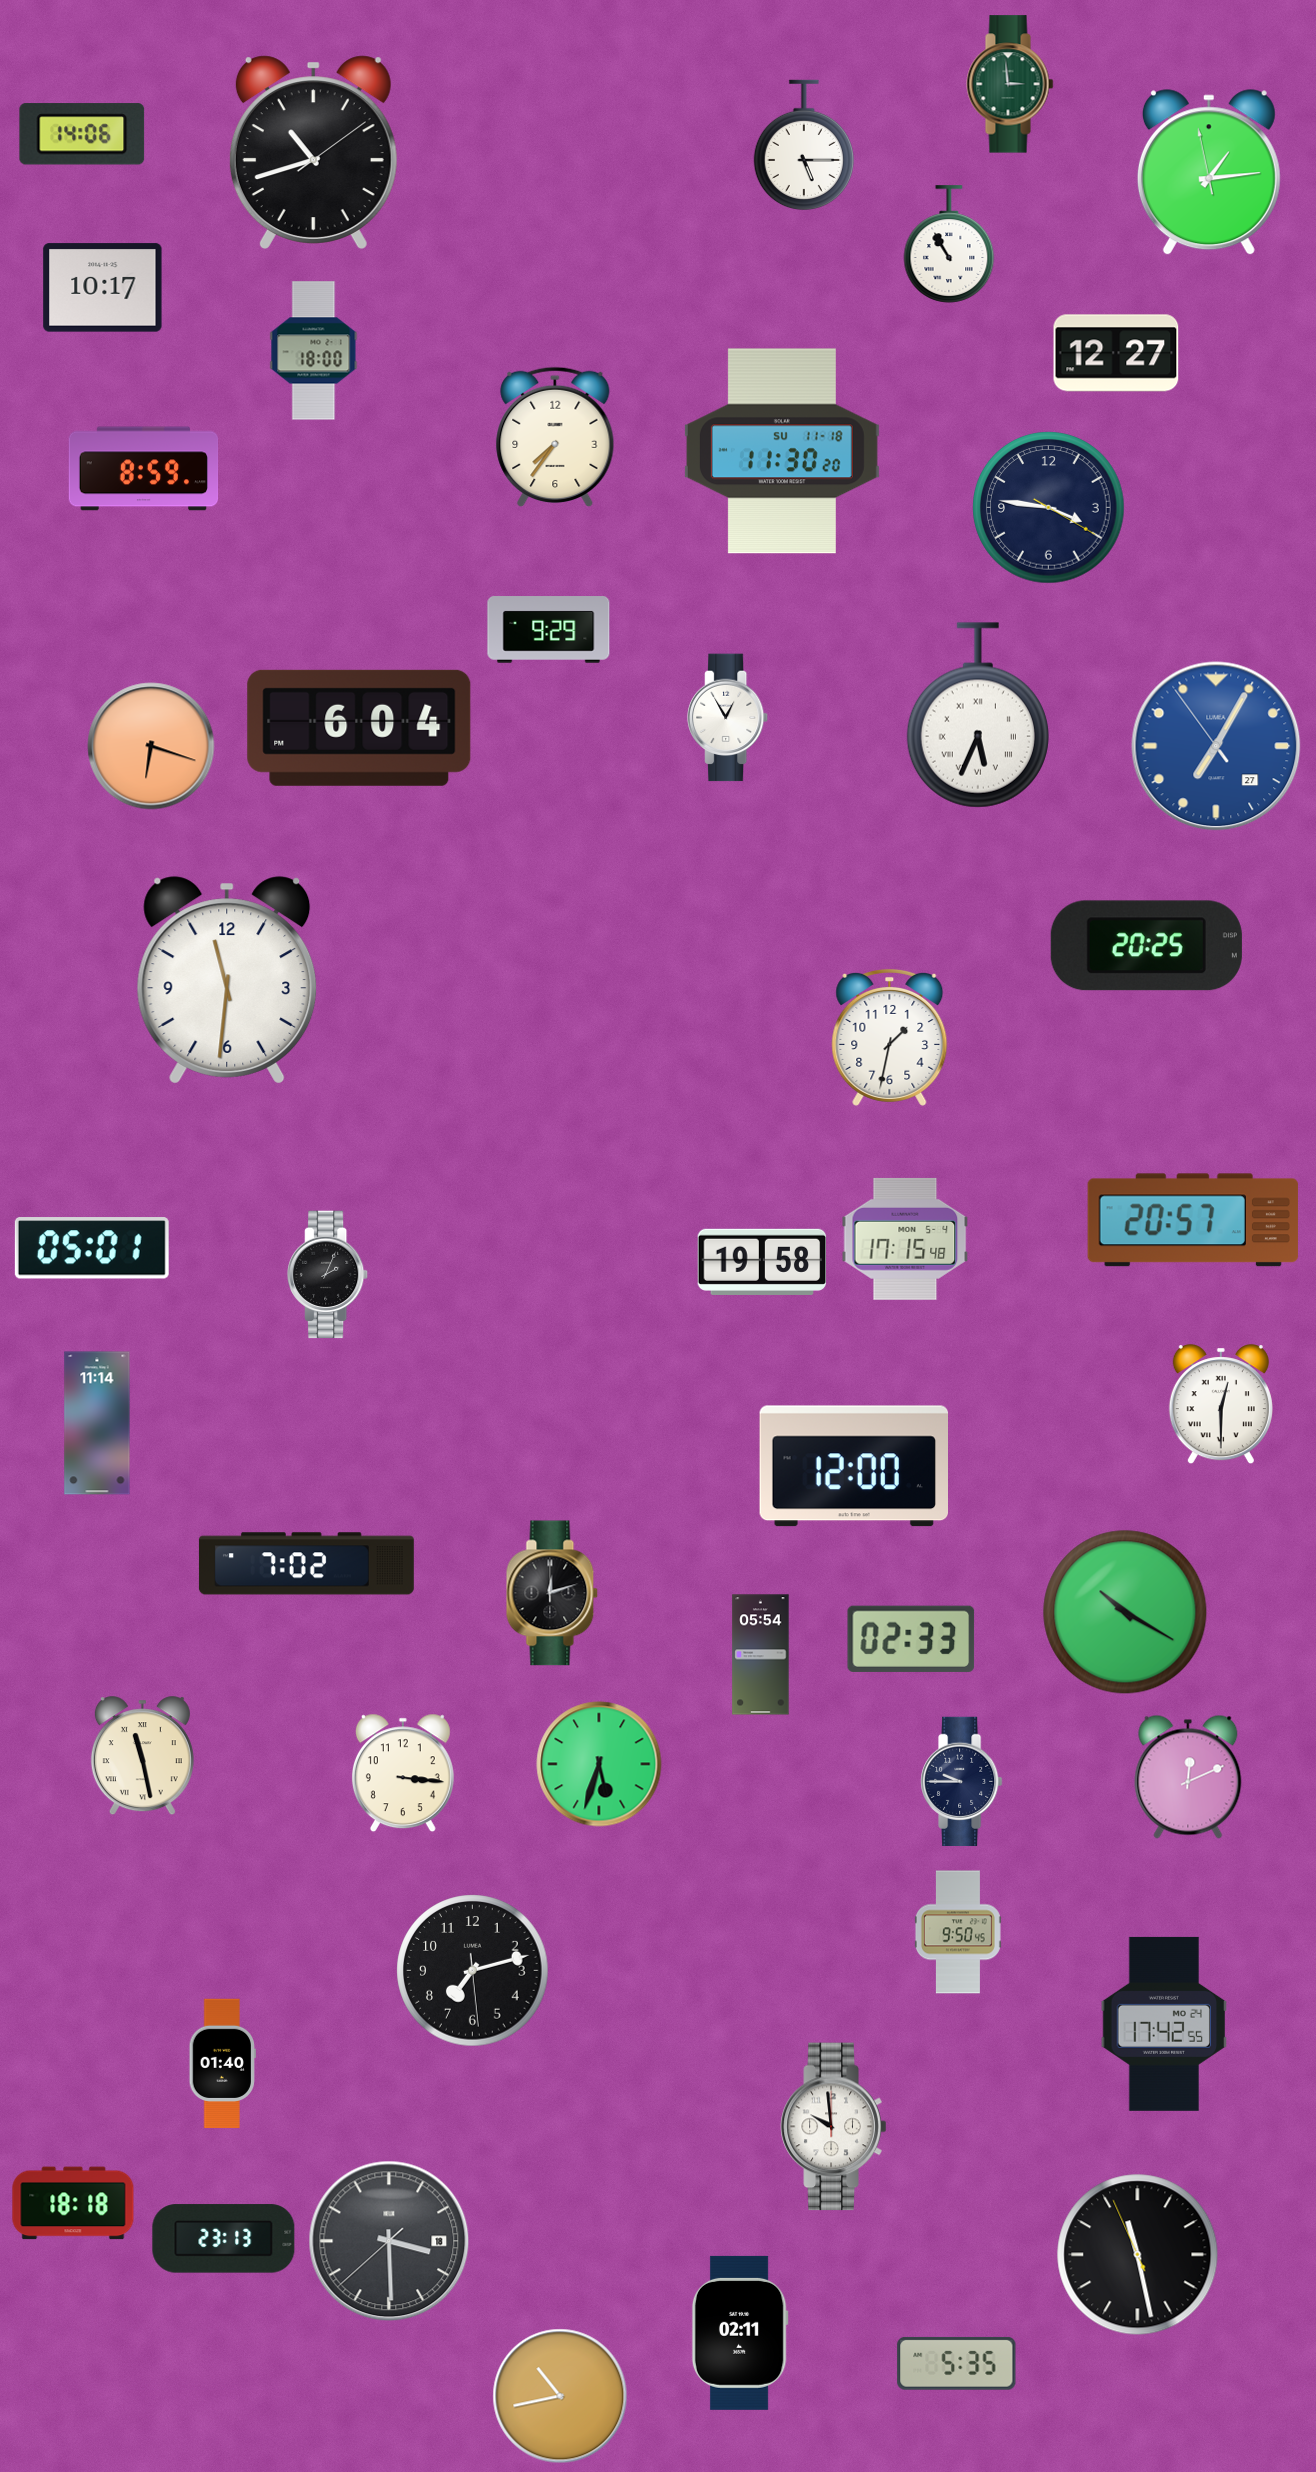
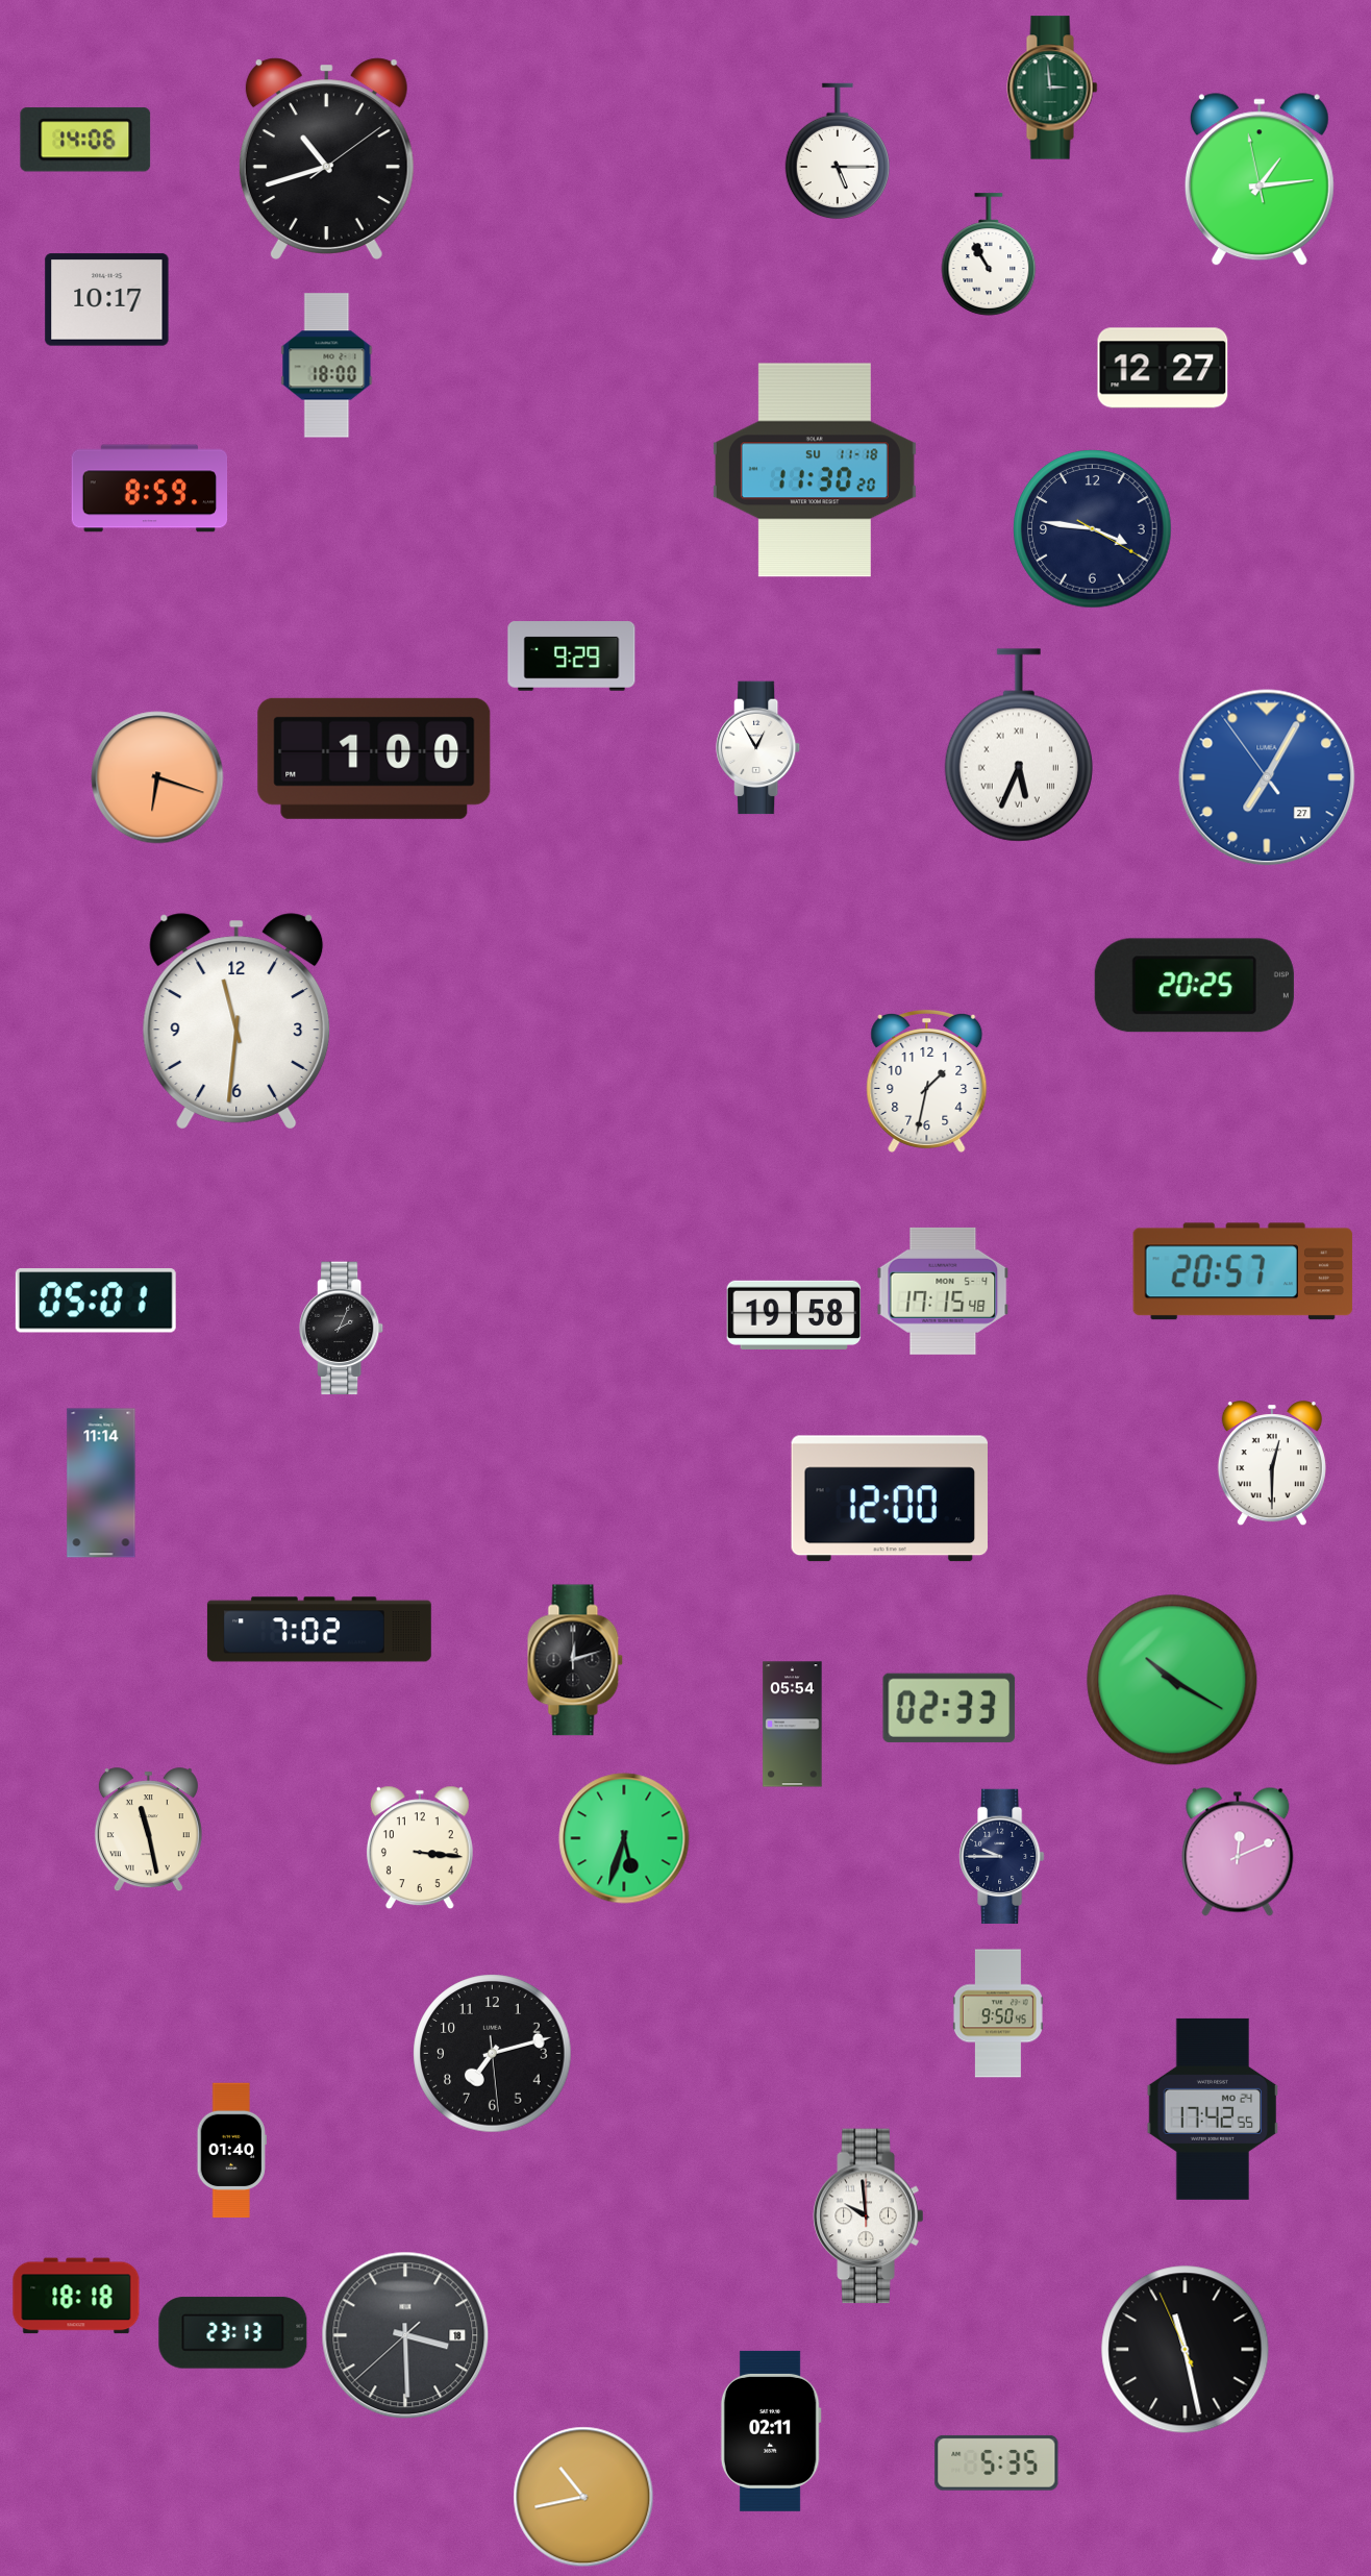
clock at (555, 437): 7:36 -> none
clock at (359, 728): 6:04 -> 1:00
clock at (853, 1466) position: (853, 1466) -> (889, 1498)
